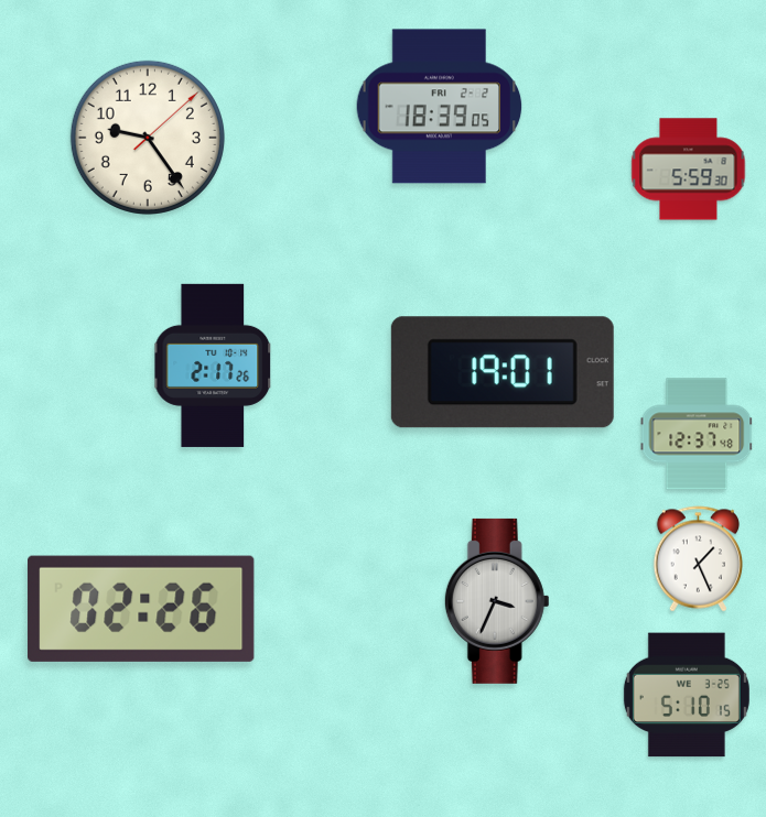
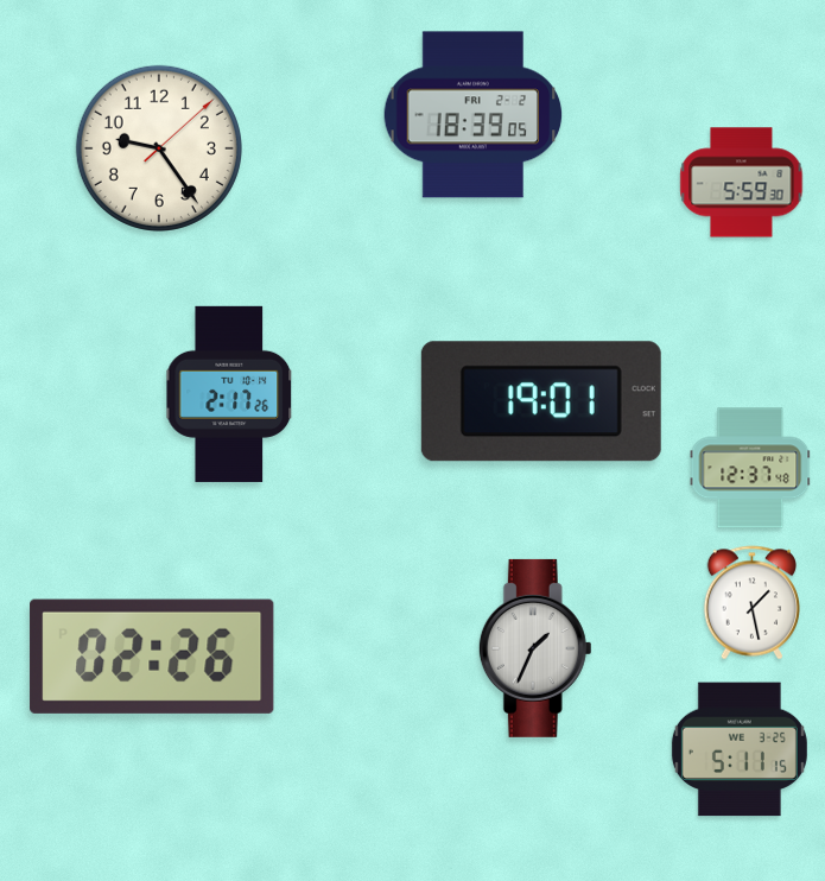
clock at (698, 559): 1:26 -> 1:28
clock at (497, 601): 3:34 -> 1:34
clock at (687, 695): 5:10 -> 5:11
